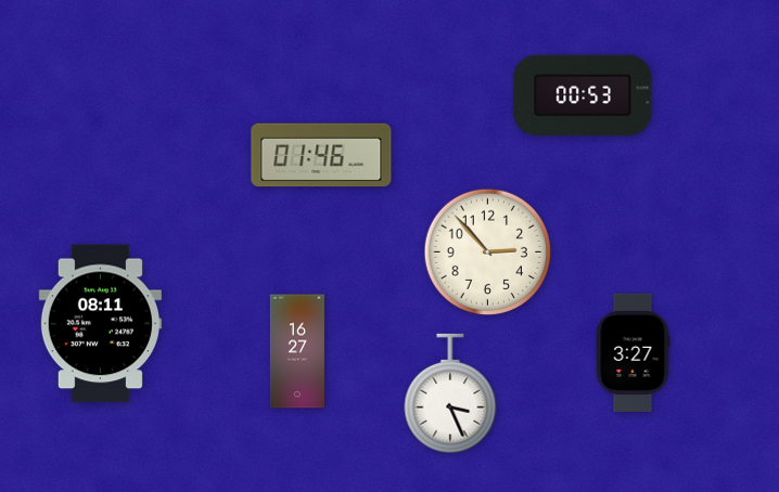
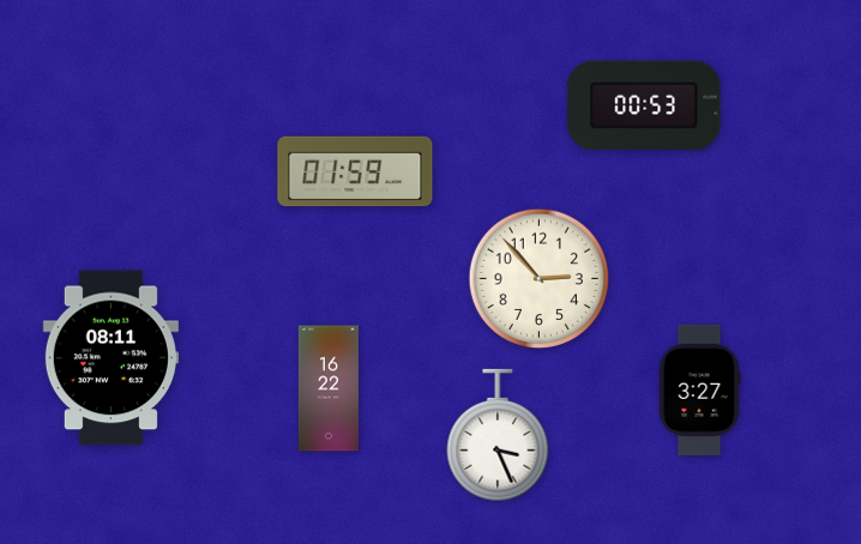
clock at (321, 155): 01:46 -> 01:59
clock at (297, 351): 16:27 -> 16:22
